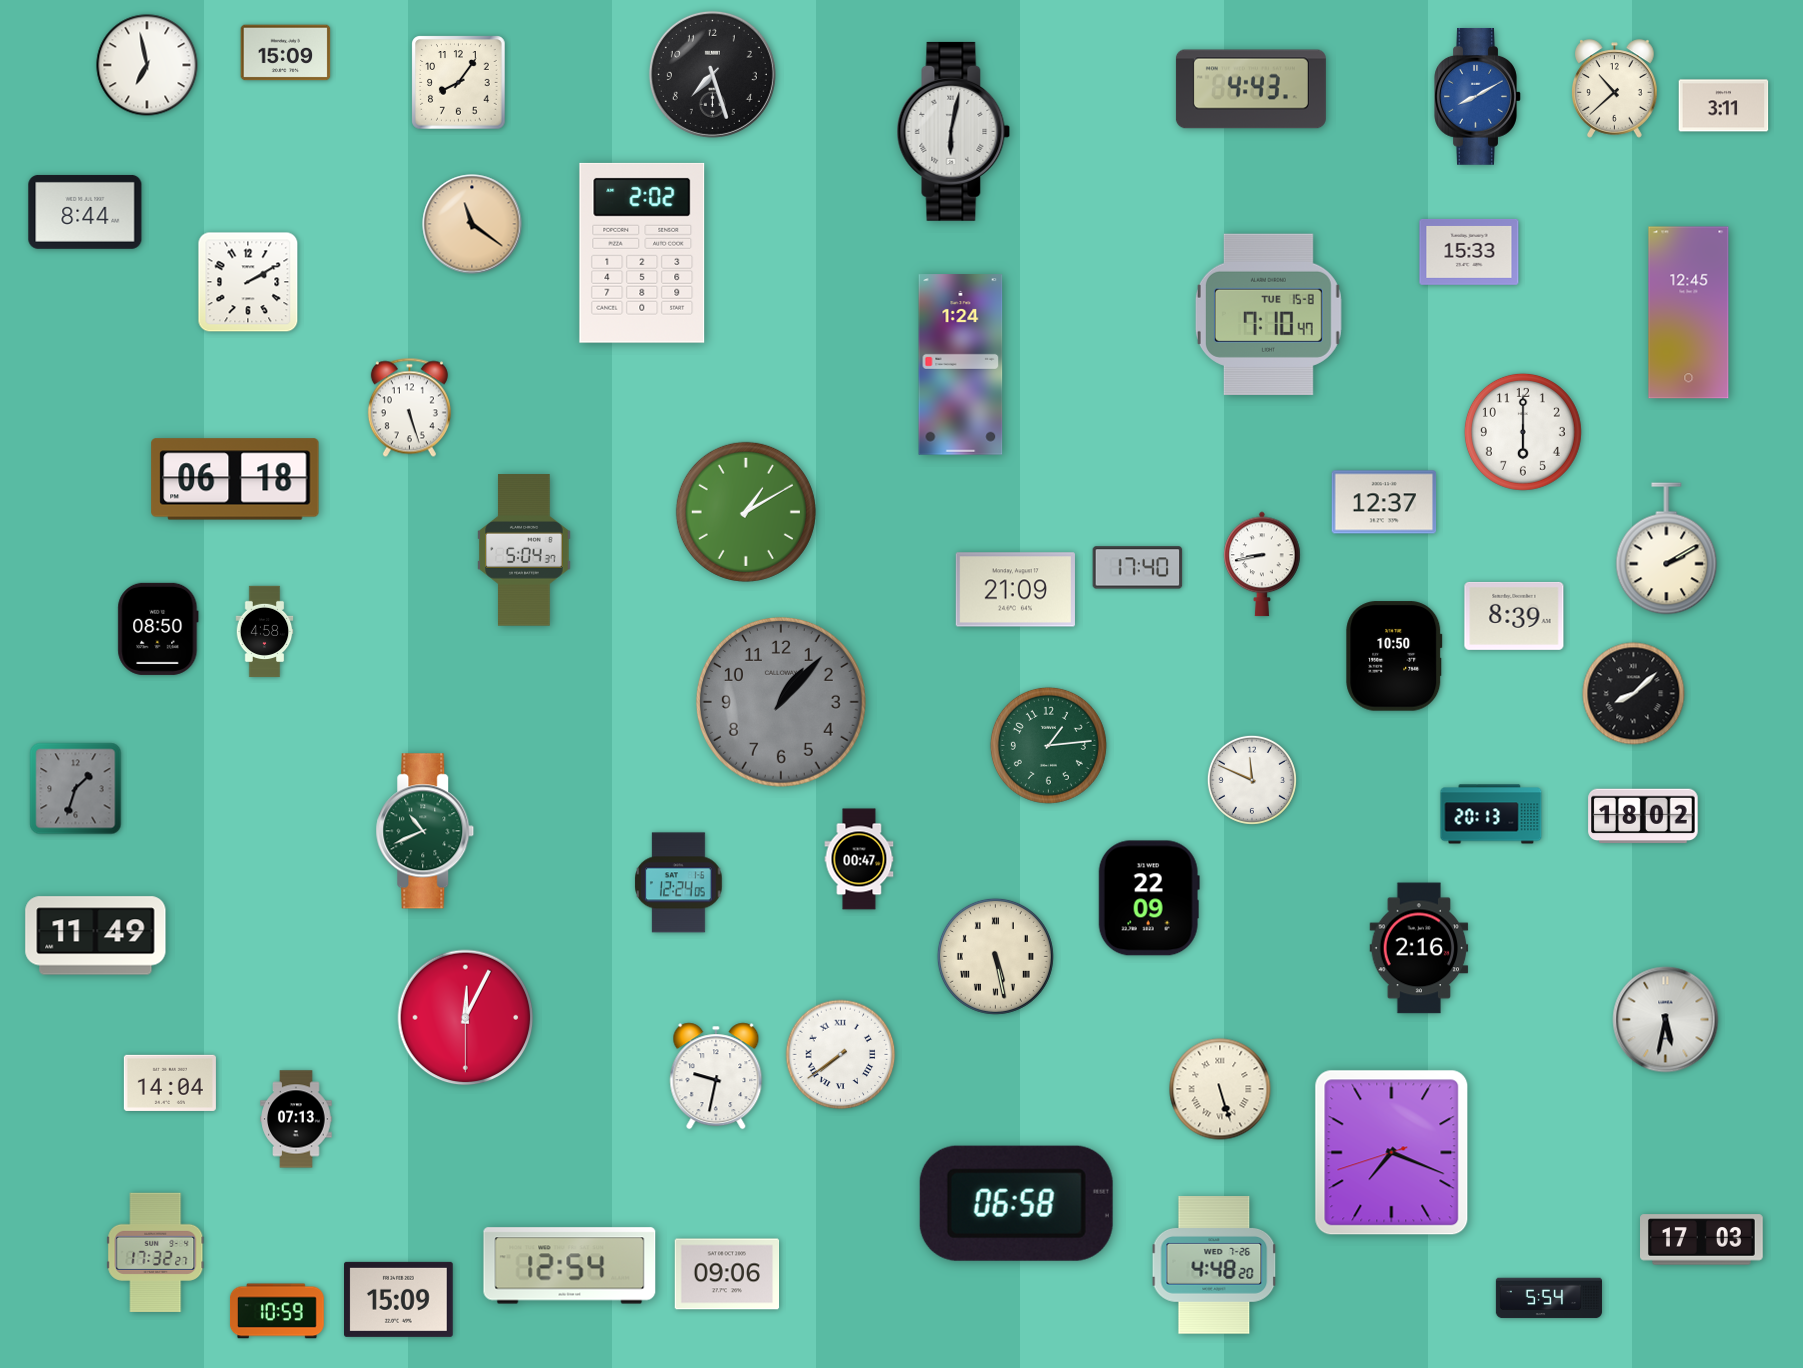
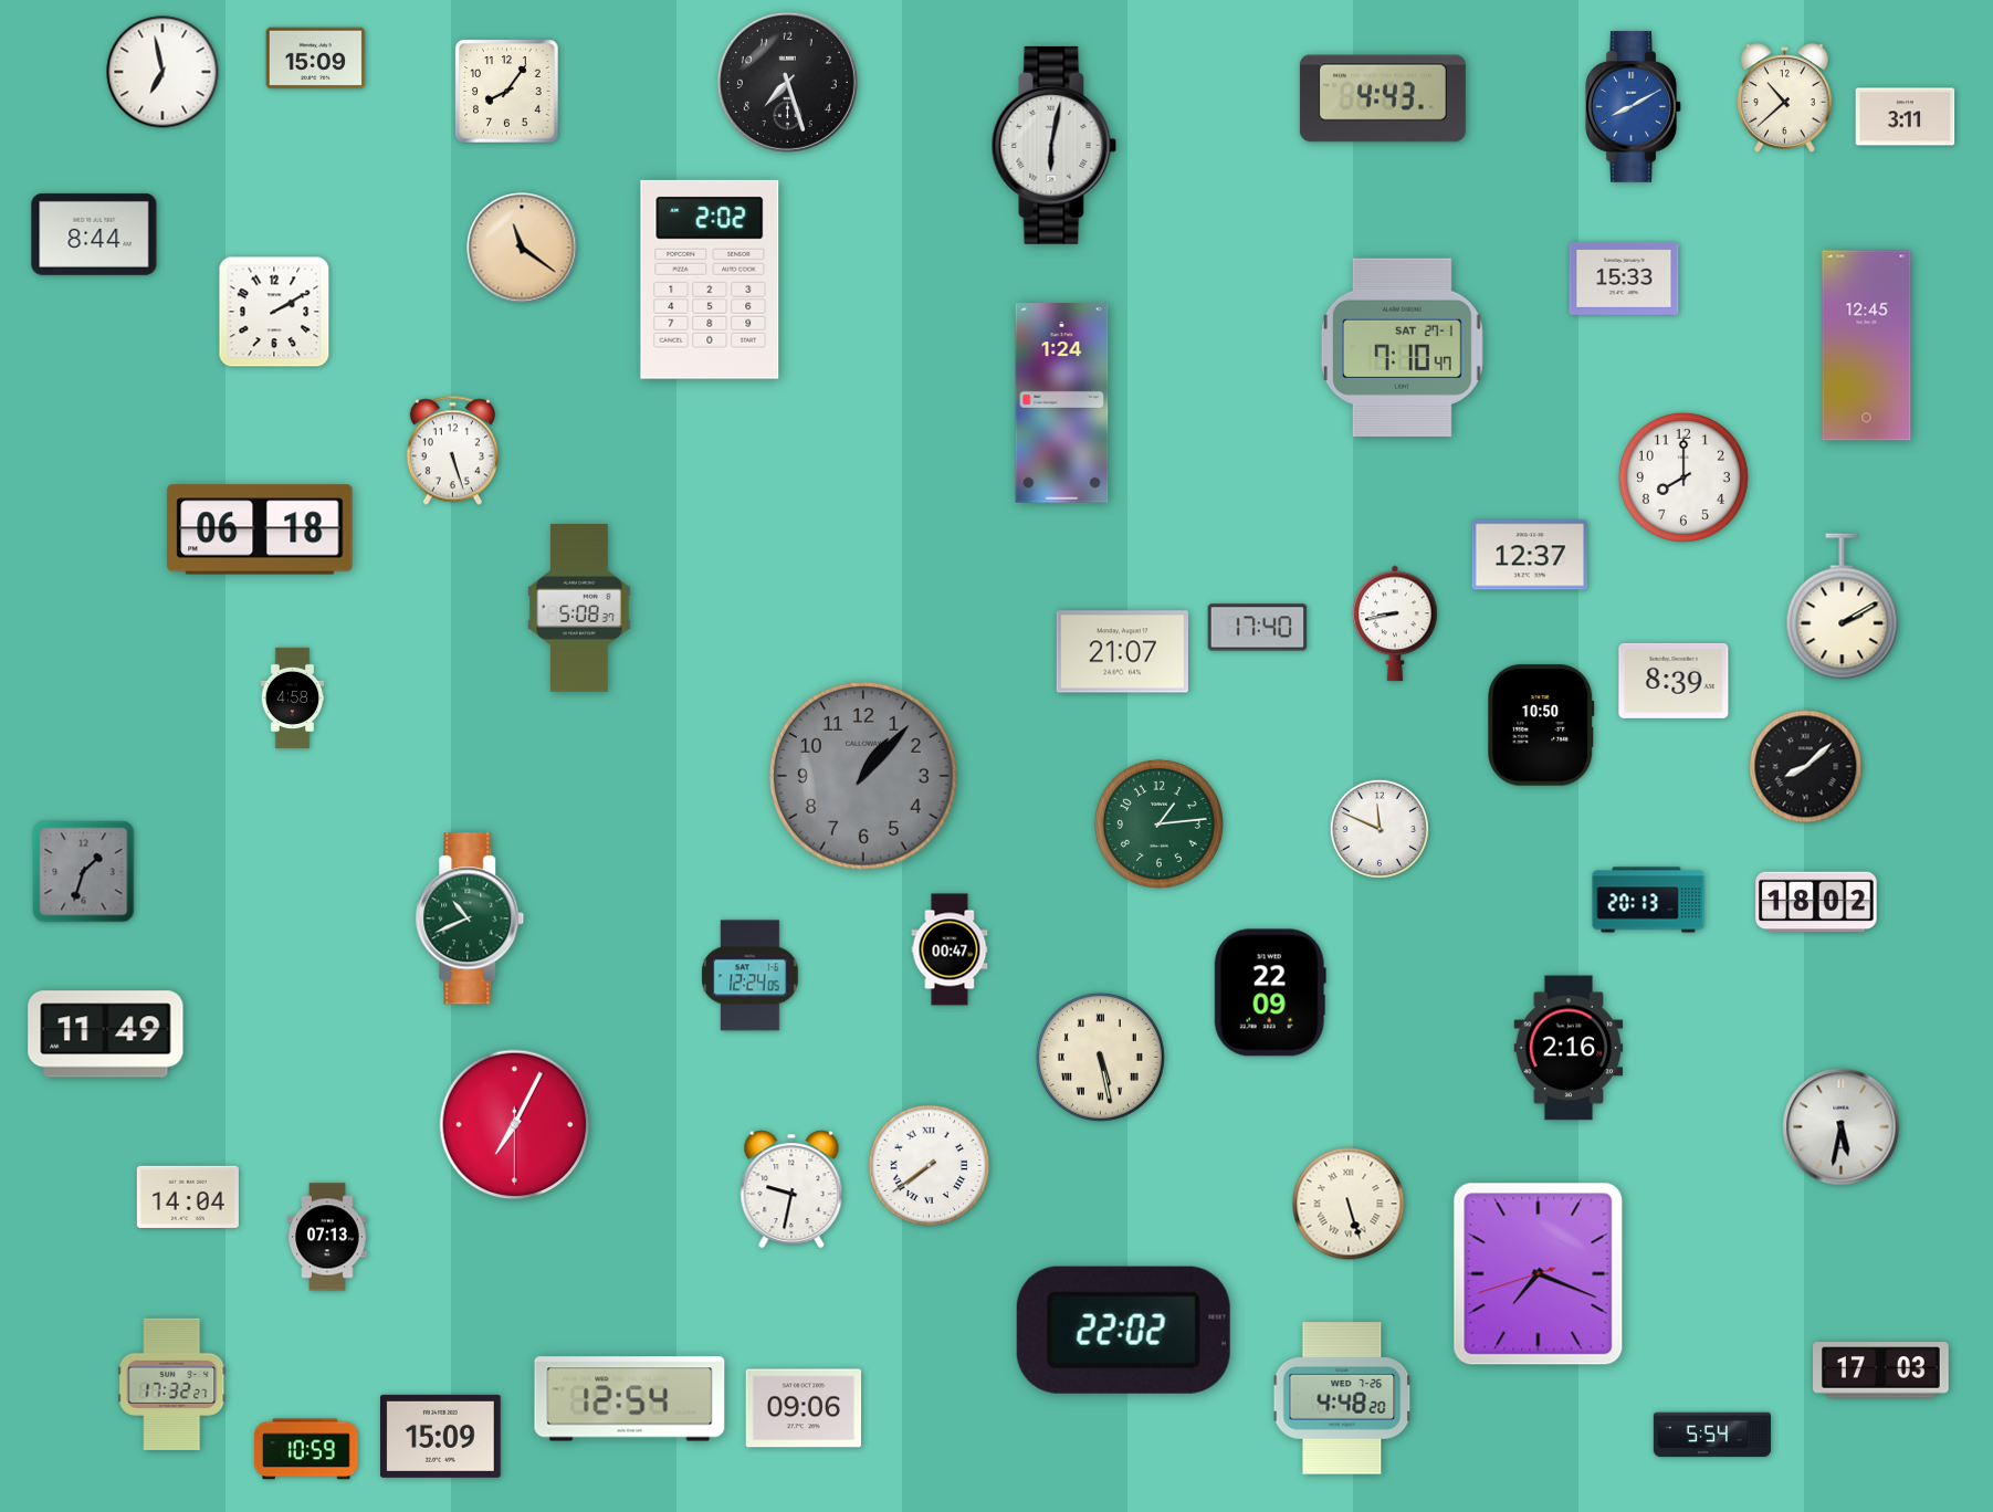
clock at (1268, 314) date: TUE 15-8 -> SAT 27-1
clock at (1523, 432): 6:00 -> 8:00
clock at (746, 512): 1:10 -> none
clock at (524, 550): 5:04 -> 5:08
clock at (1015, 590): 21:09 -> 21:07
clock at (158, 629): 08:50 -> none
clock at (1252, 780) position: (1252, 780) -> (1380, 829)
clock at (466, 1018): 12:04 -> 7:04
clock at (1016, 1203): 06:58 -> 22:02
